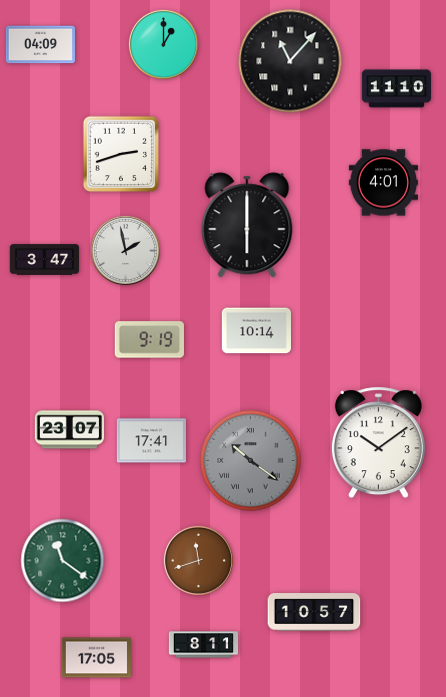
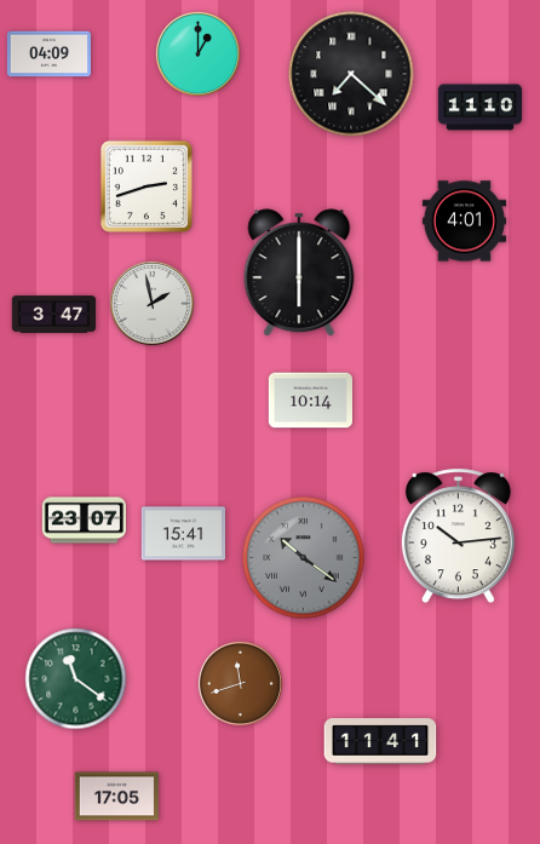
clock at (290, 61): 11:07 -> 7:22
clock at (149, 340): 9:19 -> none
clock at (151, 441): 17:41 -> 15:41
clock at (378, 443): 10:09 -> 10:14
clock at (198, 560) position: (198, 560) -> (240, 683)
clock at (314, 612): 10:57 -> 11:41
clock at (204, 645): 8:11 -> none
